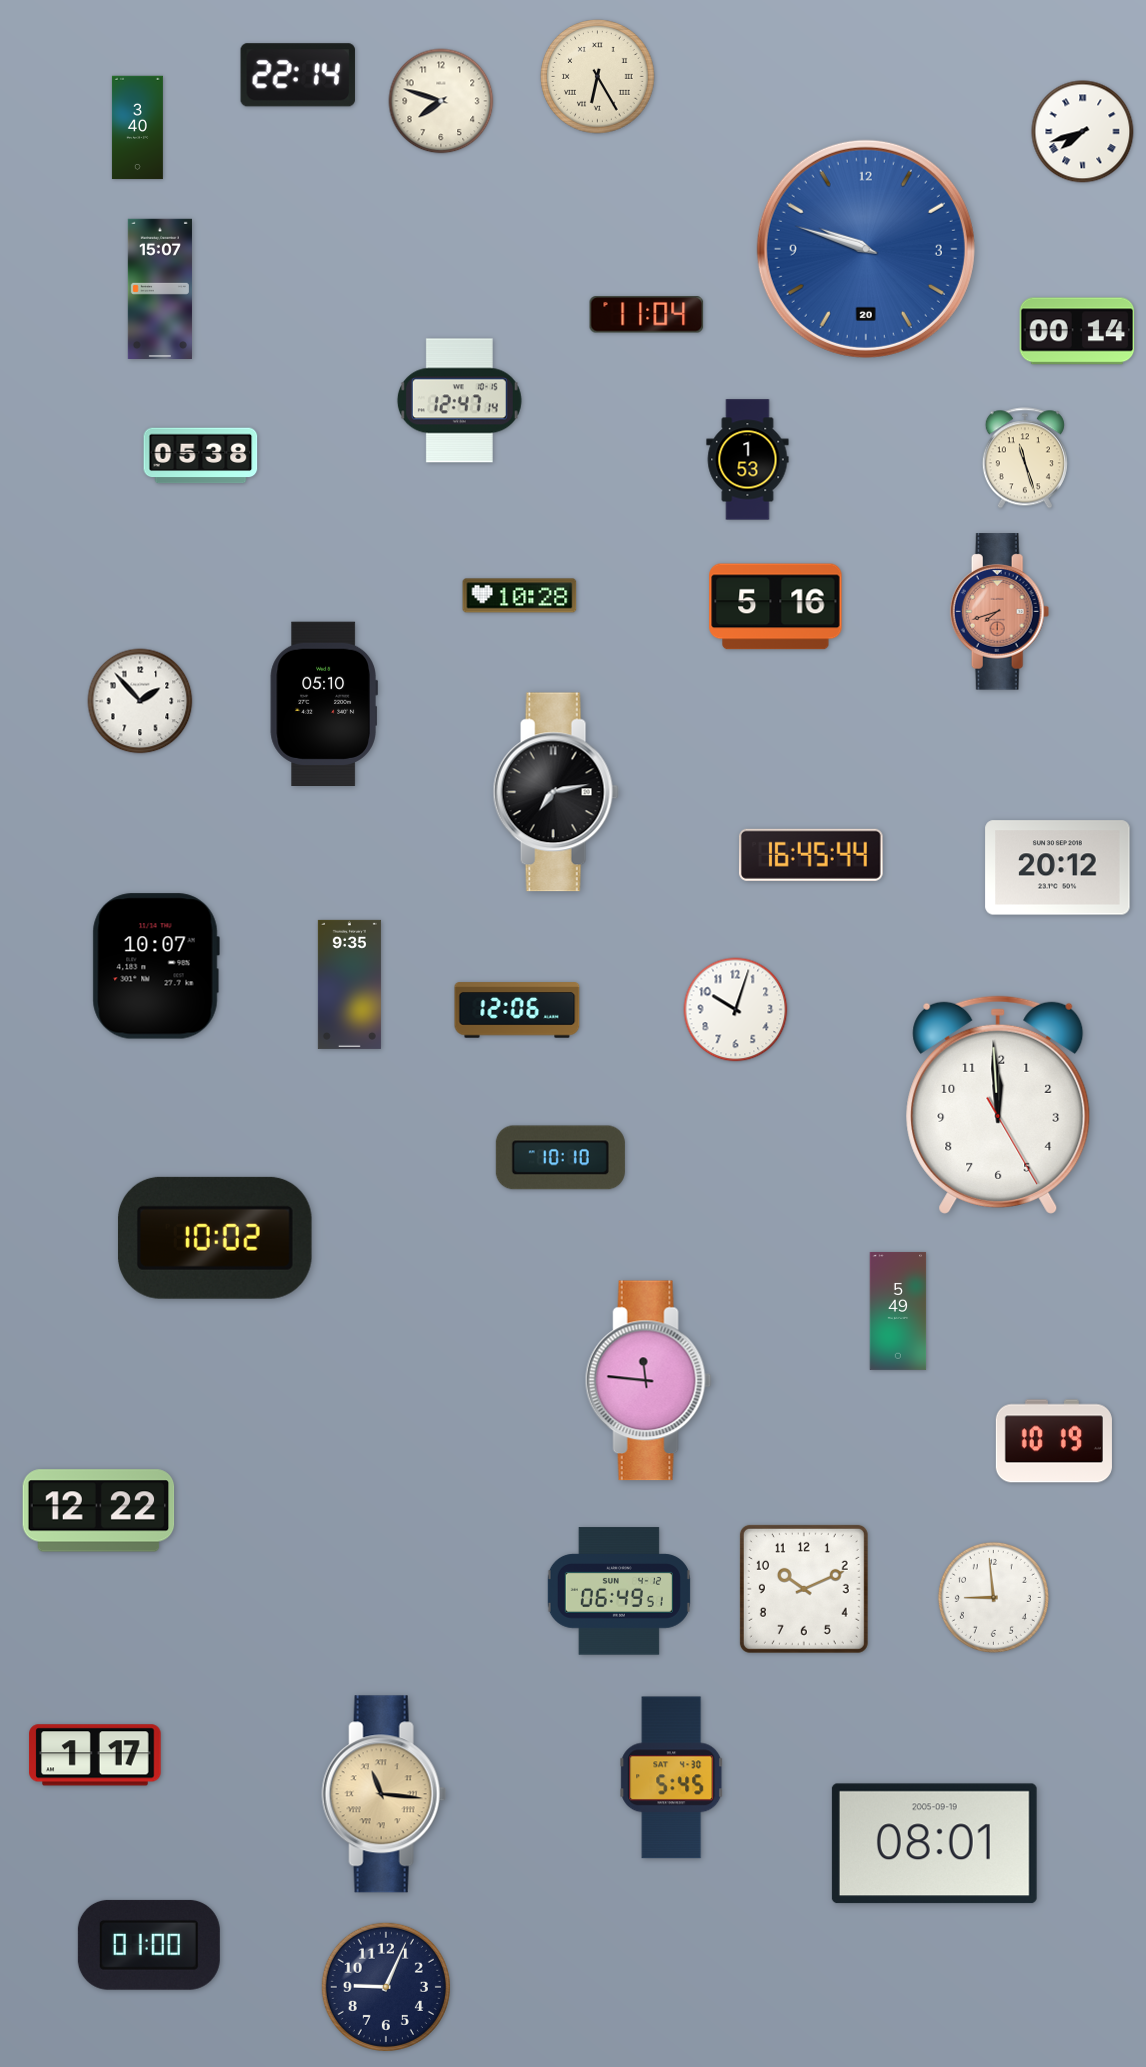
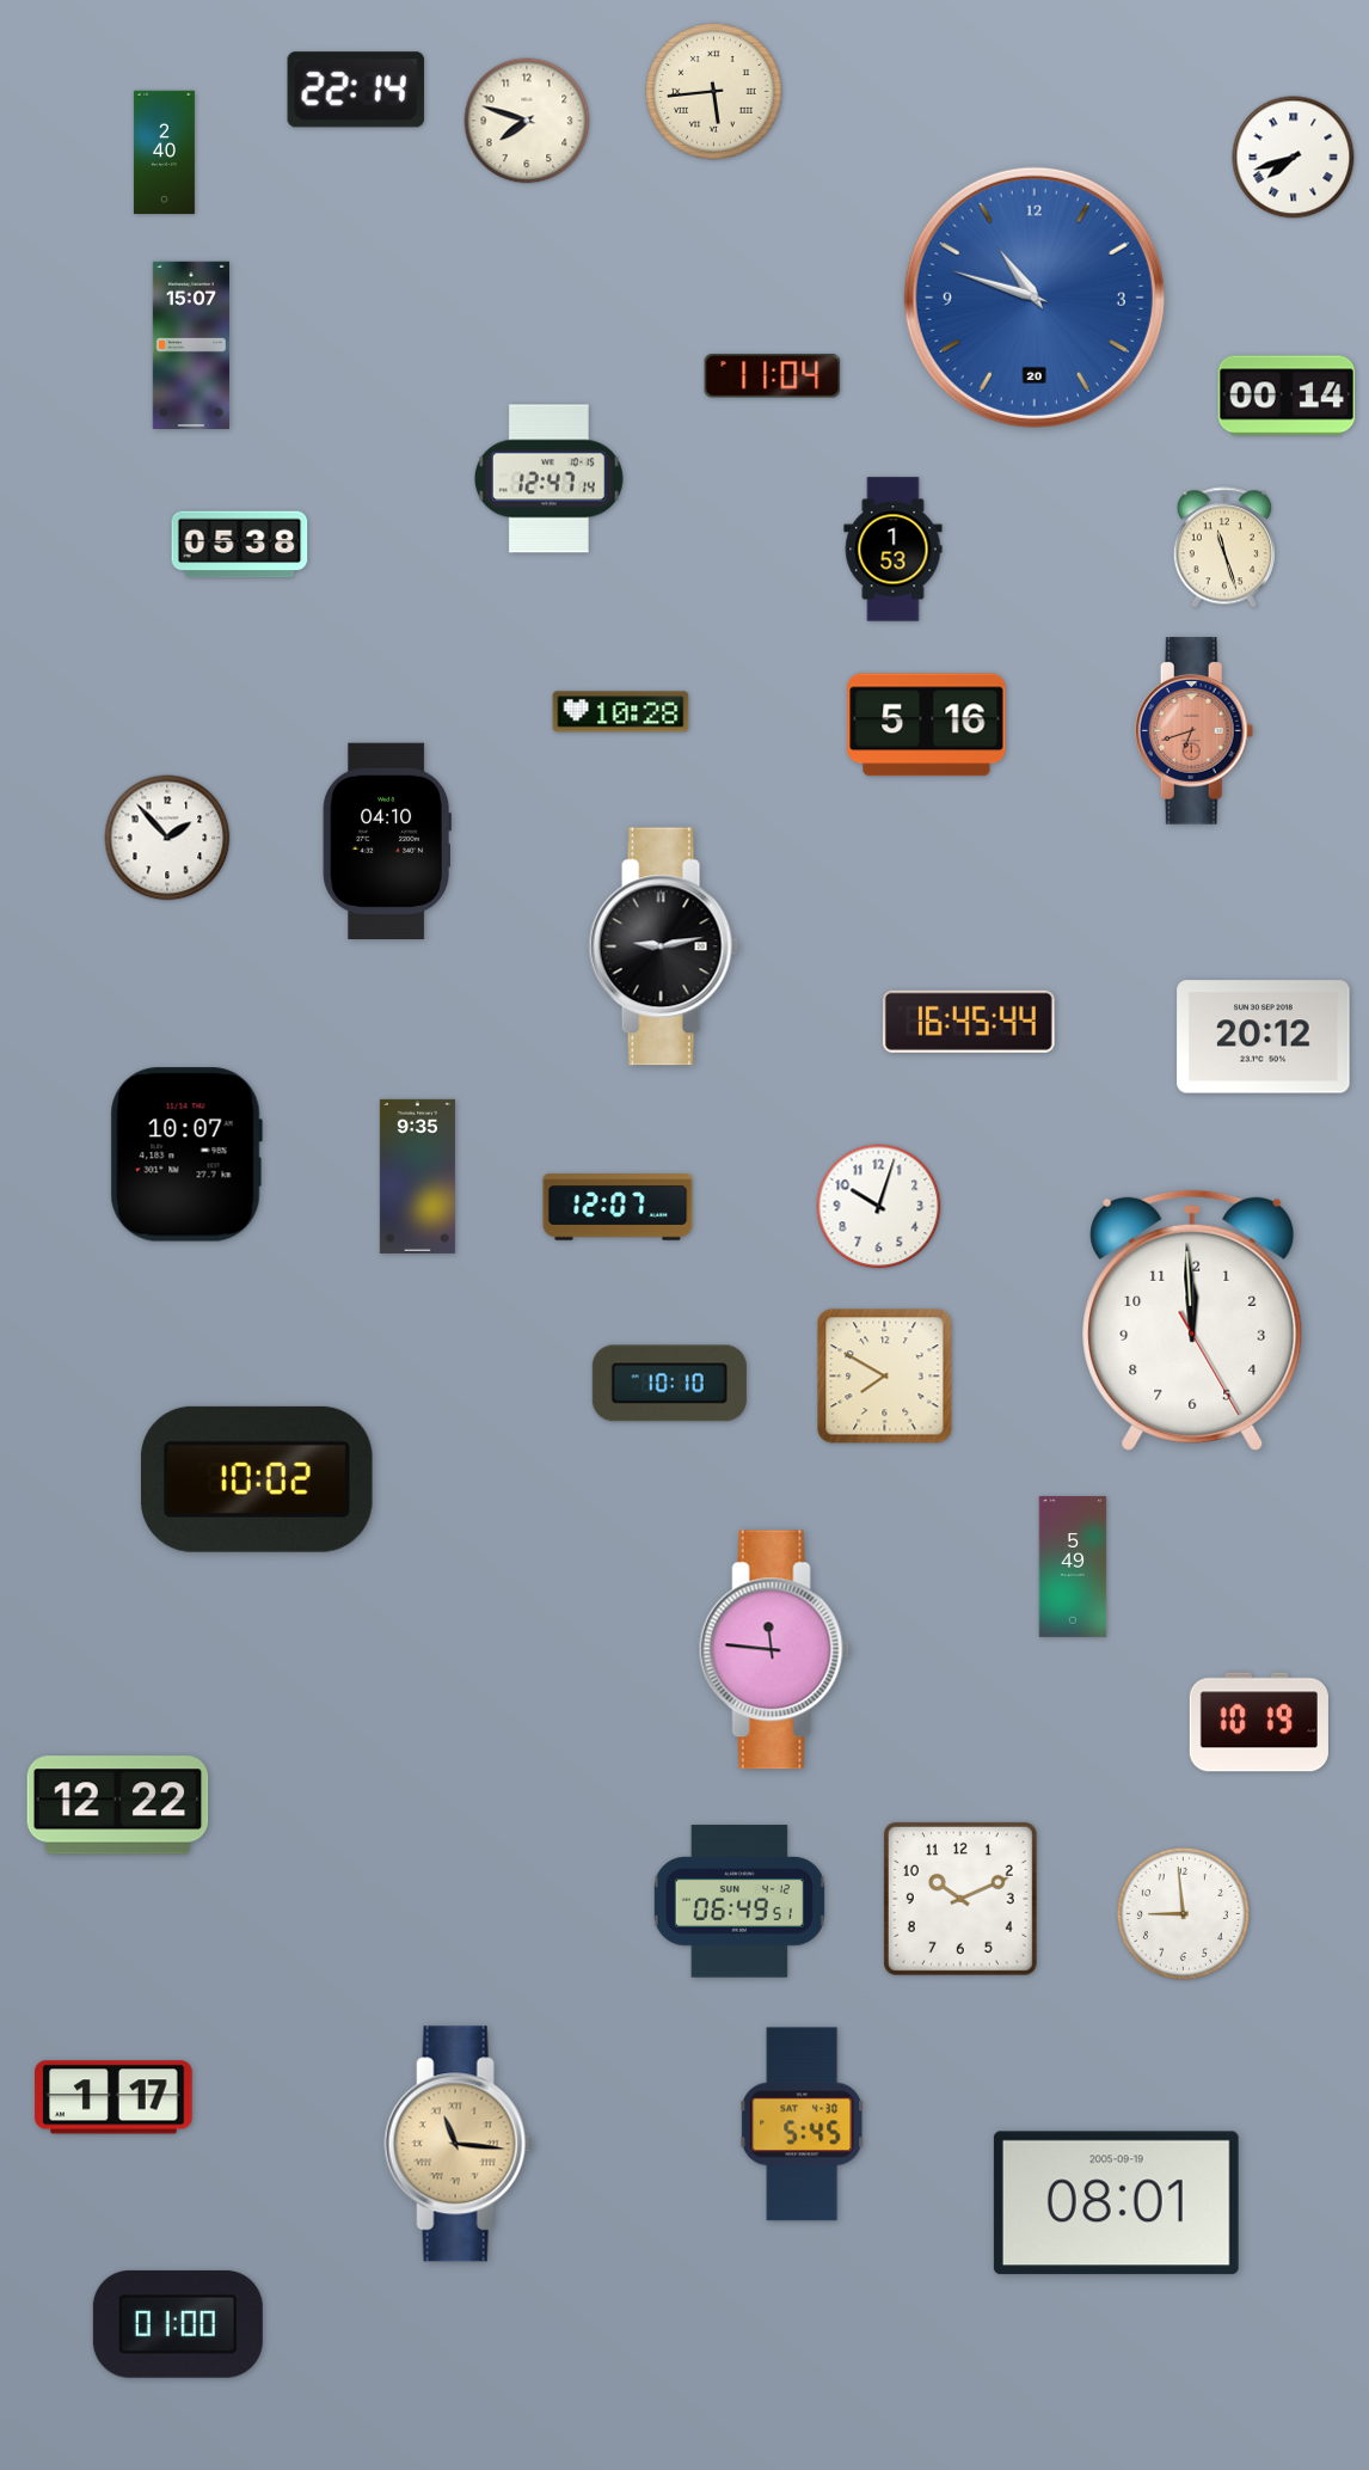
clock at (598, 77): 6:25 -> 5:44
clock at (137, 128): 3:40 -> 2:40
clock at (866, 249): 9:48 -> 10:48
clock at (1000, 612): 7:42 -> 6:42
clock at (324, 703): 05:10 -> 04:10
clock at (556, 792): 7:13 -> 9:13
clock at (517, 1010): 12:06 -> 12:07
clock at (885, 1377): none -> 7:50
clock at (993, 1597) position: (993, 1597) -> (1183, 1913)
clock at (386, 1987): 9:04 -> none
